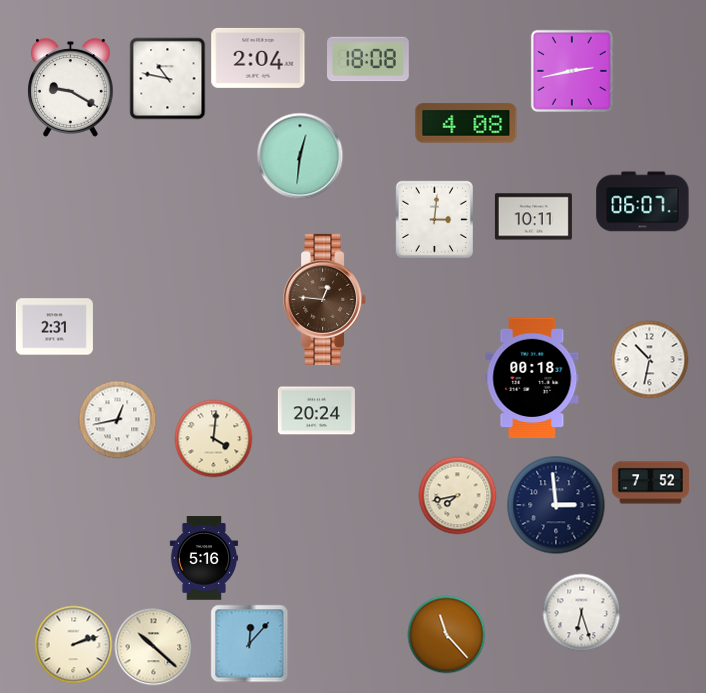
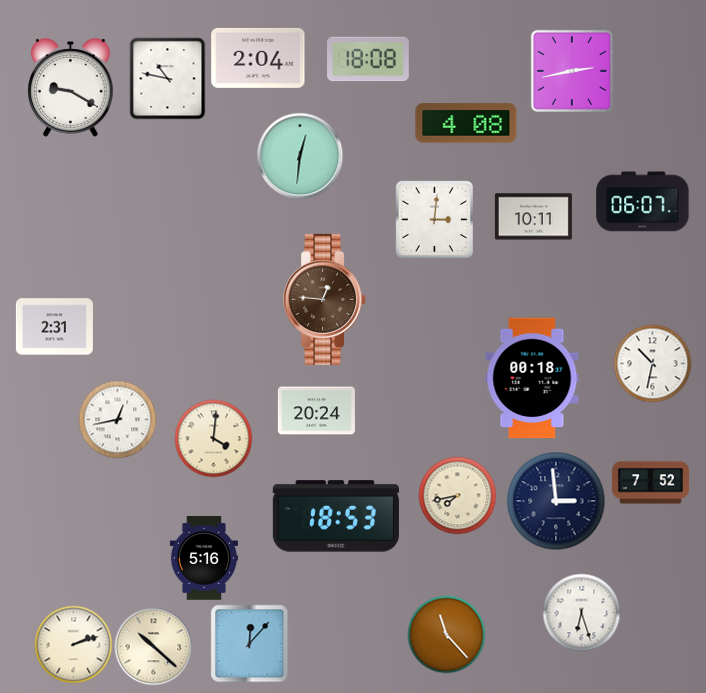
clock at (649, 359) position: (649, 359) -> (652, 363)
clock at (556, 505) position: (556, 505) -> (556, 501)
clock at (336, 516): none -> 18:53
